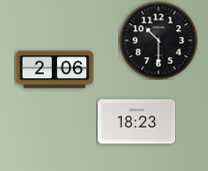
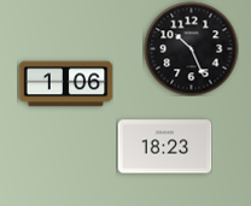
clock at (158, 40): 10:30 -> 10:26
clock at (54, 70): 2:06 -> 1:06
